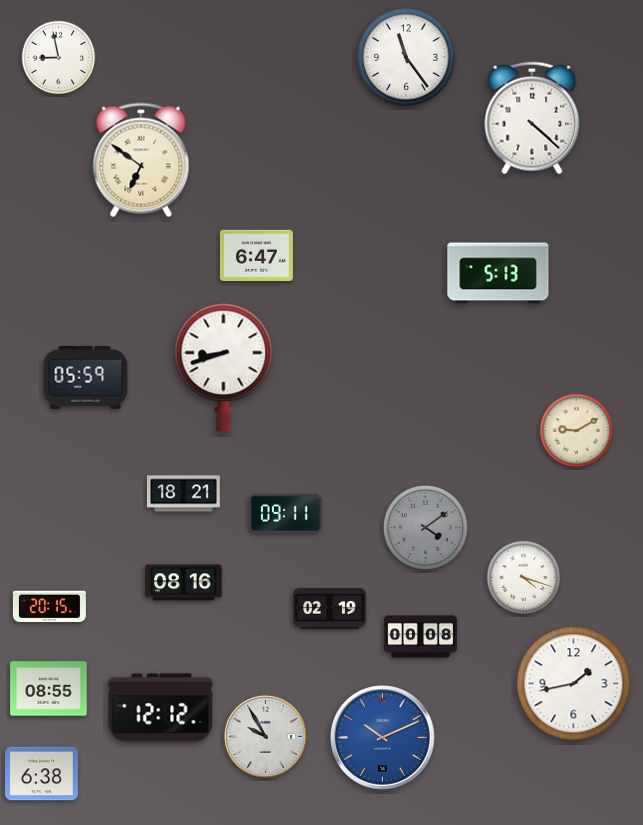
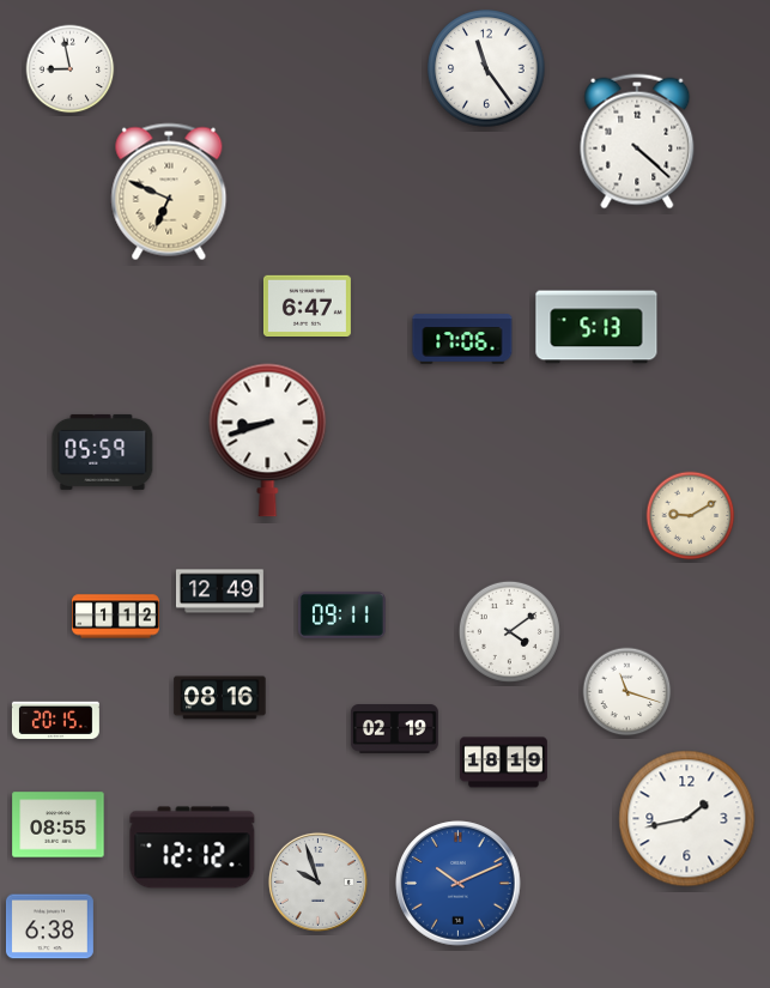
clock at (141, 160): 6:51 -> 6:49
clock at (462, 339): none -> 17:06
clock at (183, 494): 18:21 -> 12:49
clock at (115, 617): none -> 1:12
clock at (425, 527) dial: grey -> white
clock at (524, 578): 4:18 -> 11:18
clock at (49, 607) position: (49, 607) -> (55, 721)
clock at (420, 637): 00:08 -> 18:19
clock at (265, 736): 9:55 -> 9:57
